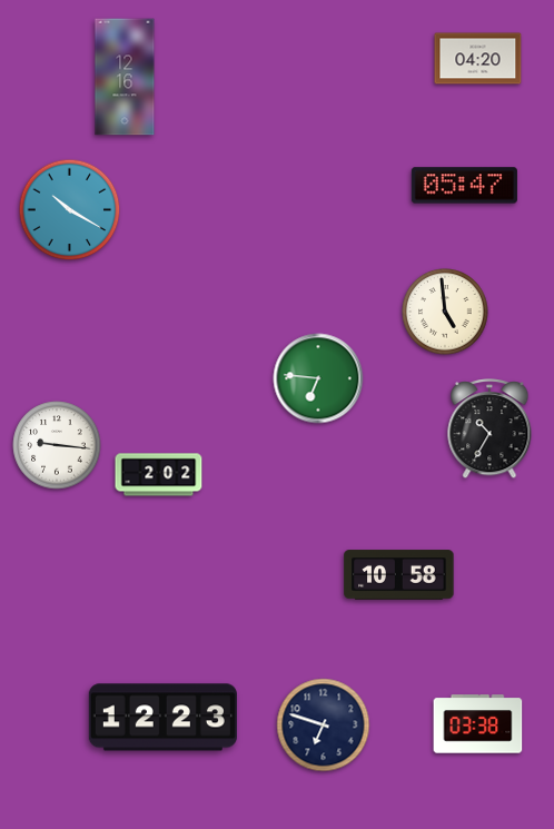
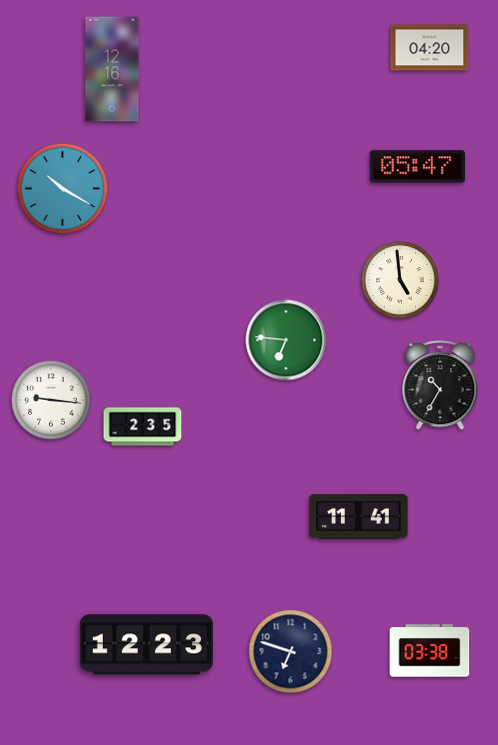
clock at (478, 59) position: (478, 59) -> (430, 48)
clock at (159, 475): 2:02 -> 2:35
clock at (399, 575): 10:58 -> 11:41
